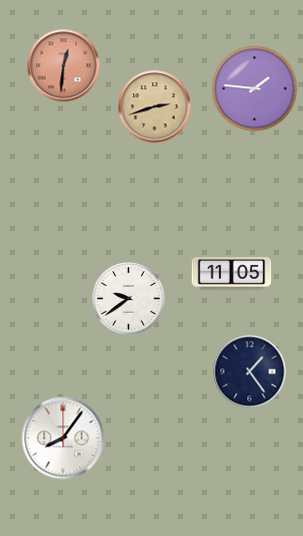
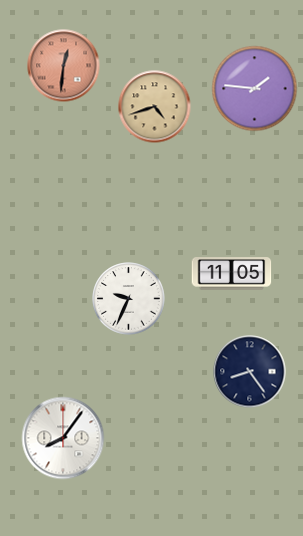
clock at (155, 107): 2:42 -> 4:42
clock at (129, 299): 9:39 -> 9:34
clock at (250, 372): 1:24 -> 8:24
